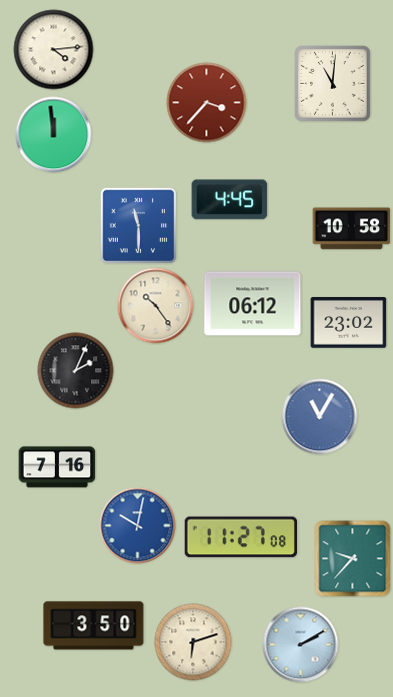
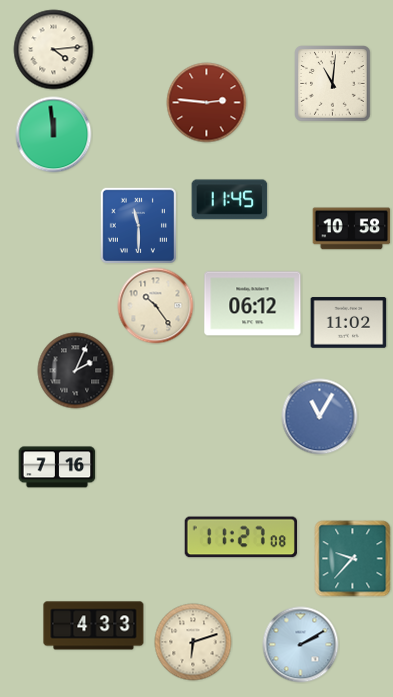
clock at (207, 103): 3:37 -> 2:46
clock at (230, 200): 4:45 -> 11:45
clock at (349, 323): 23:02 -> 11:02
clock at (138, 526): 10:02 -> none
clock at (94, 626): 3:50 -> 4:33
